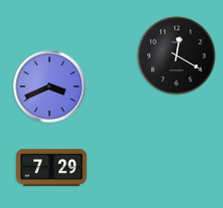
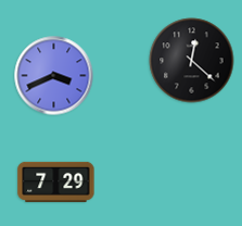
clock at (177, 56): 12:20 -> 12:22
clock at (50, 87) position: (50, 87) -> (54, 76)
